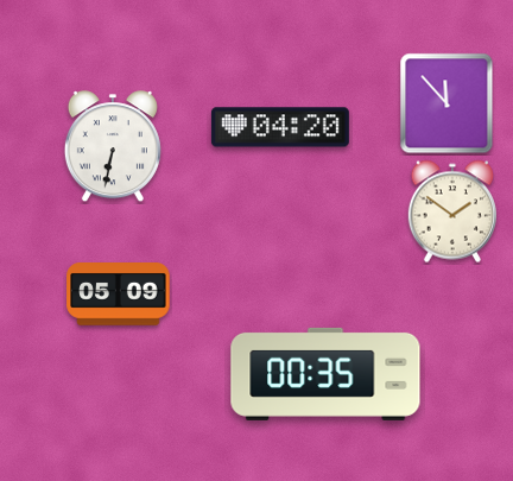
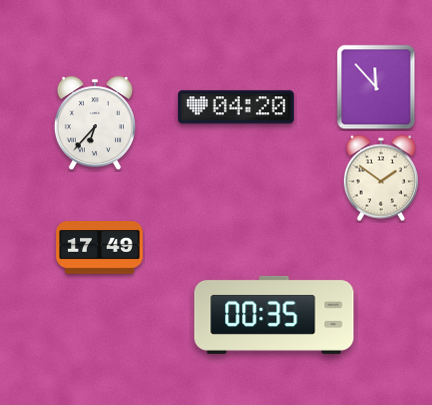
clock at (113, 147): 6:32 -> 6:37
clock at (119, 295): 05:09 -> 17:49
